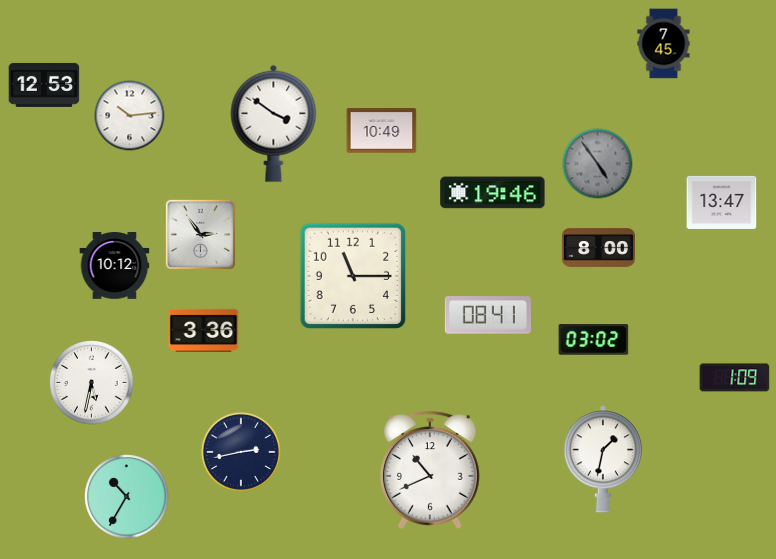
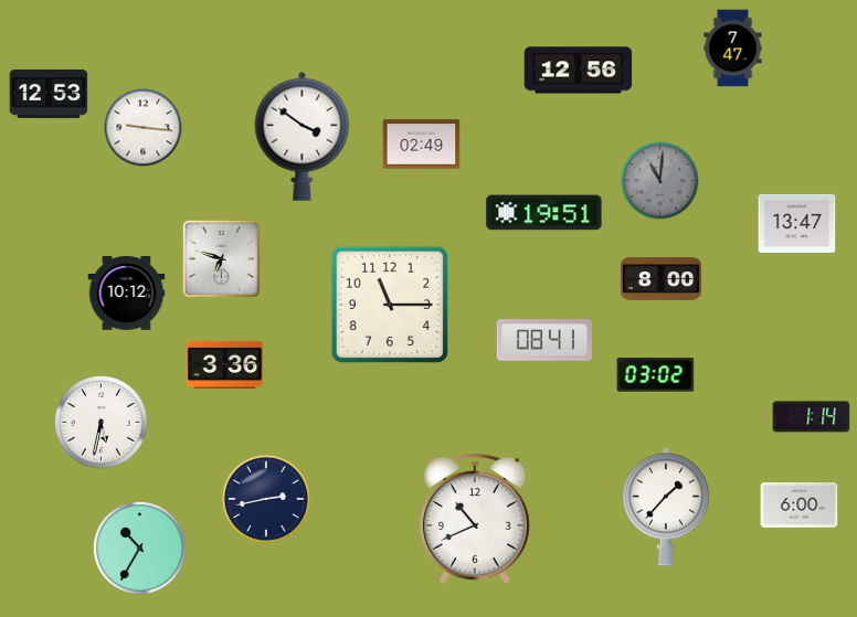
clock at (664, 44): 7:45 -> 7:47
clock at (579, 71): none -> 12:56
clock at (130, 116): 10:14 -> 9:16
clock at (382, 131): 10:49 -> 02:49
clock at (598, 164): 4:54 -> 11:01
clock at (493, 193): 19:46 -> 19:51
clock at (200, 234): 2:54 -> 6:48
clock at (598, 248) position: (598, 248) -> (660, 279)
clock at (488, 315) position: (488, 315) -> (544, 340)
clock at (735, 378): 1:09 -> 1:14
clock at (800, 506): none -> 6:00
clock at (603, 459): 1:32 -> 1:37
